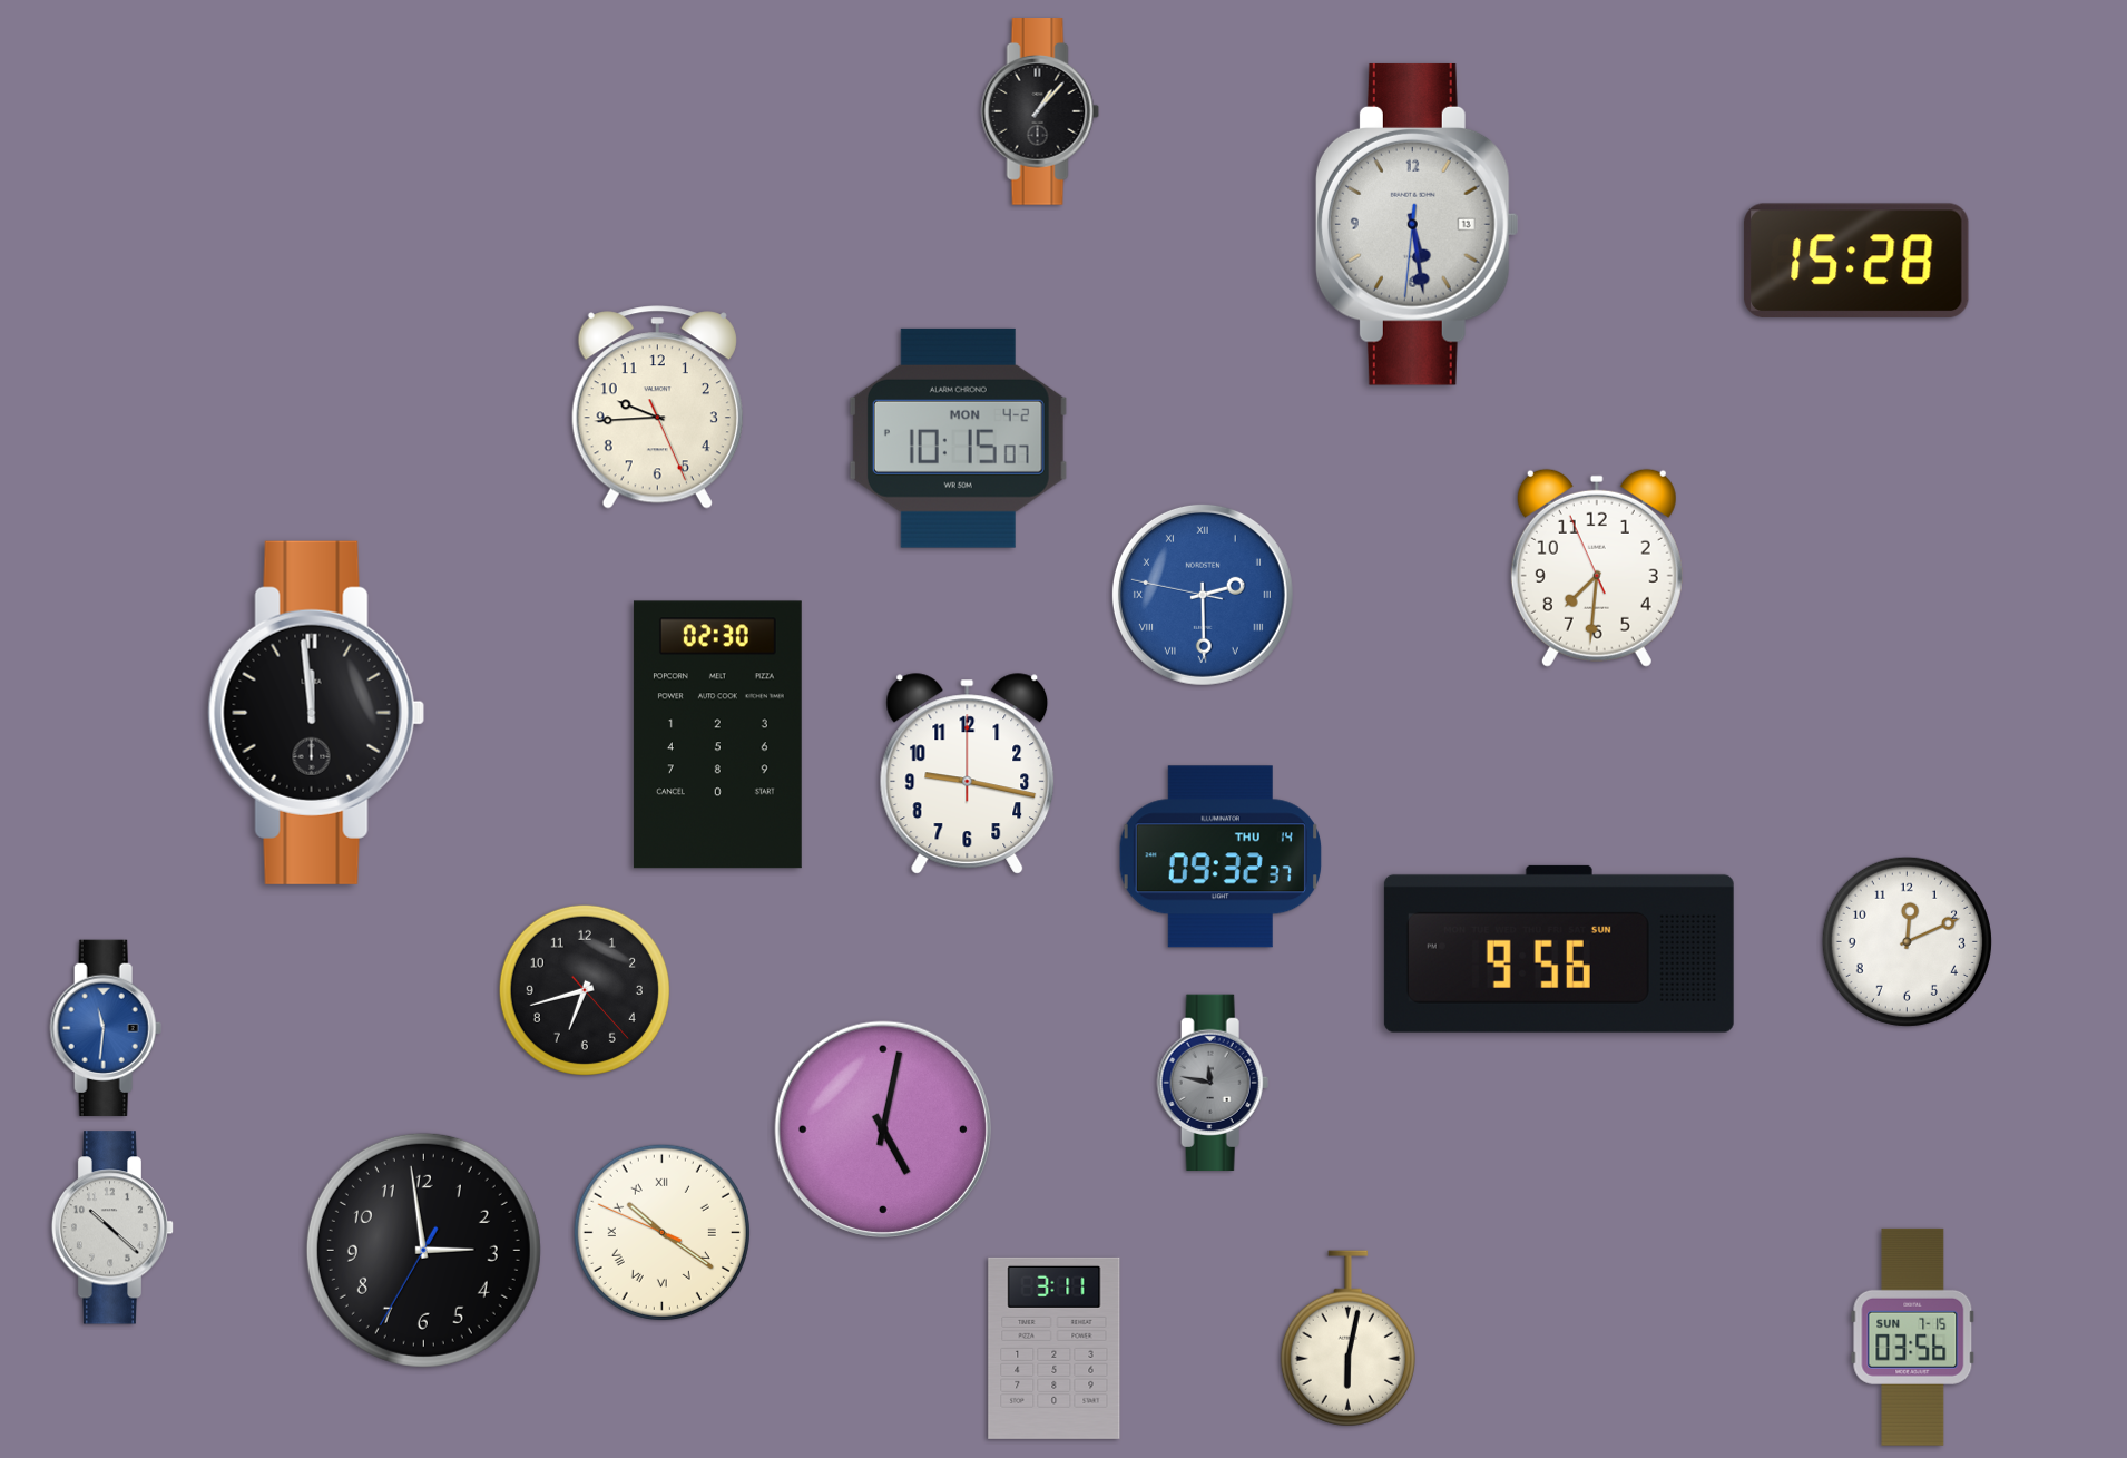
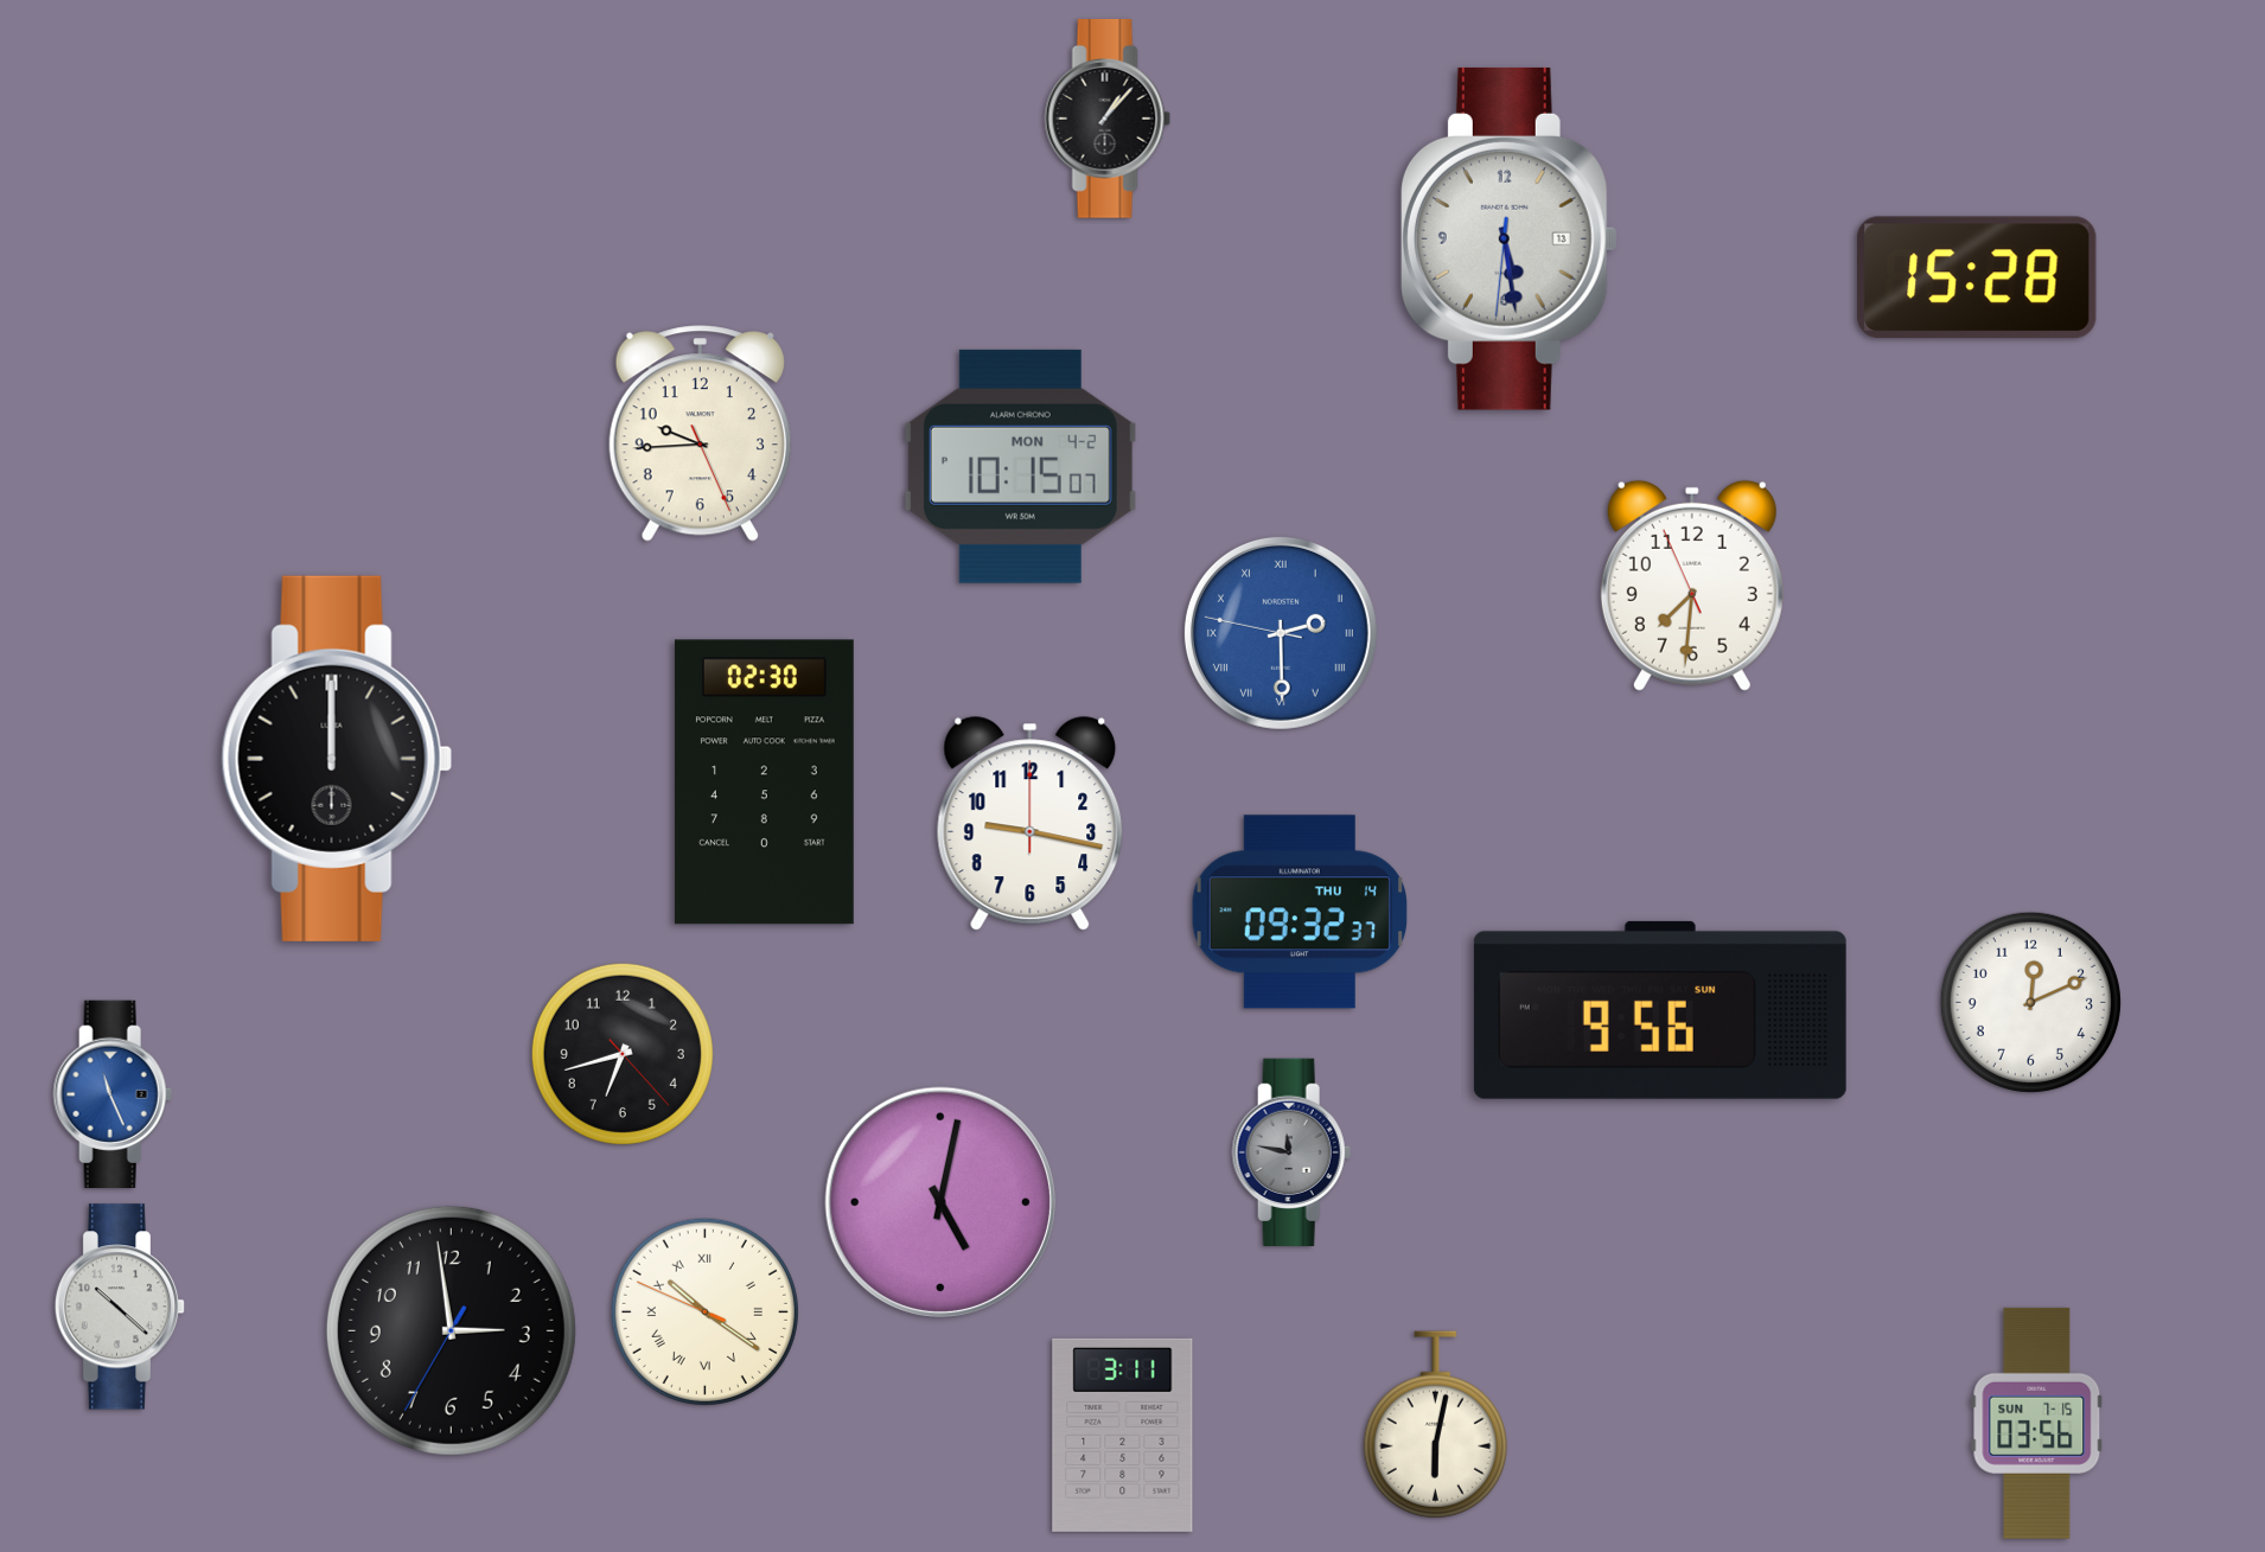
clock at (1597, 568) position: (1597, 568) -> (1692, 586)
clock at (316, 713): 11:59 -> 12:00
clock at (106, 1027): 11:31 -> 11:26
